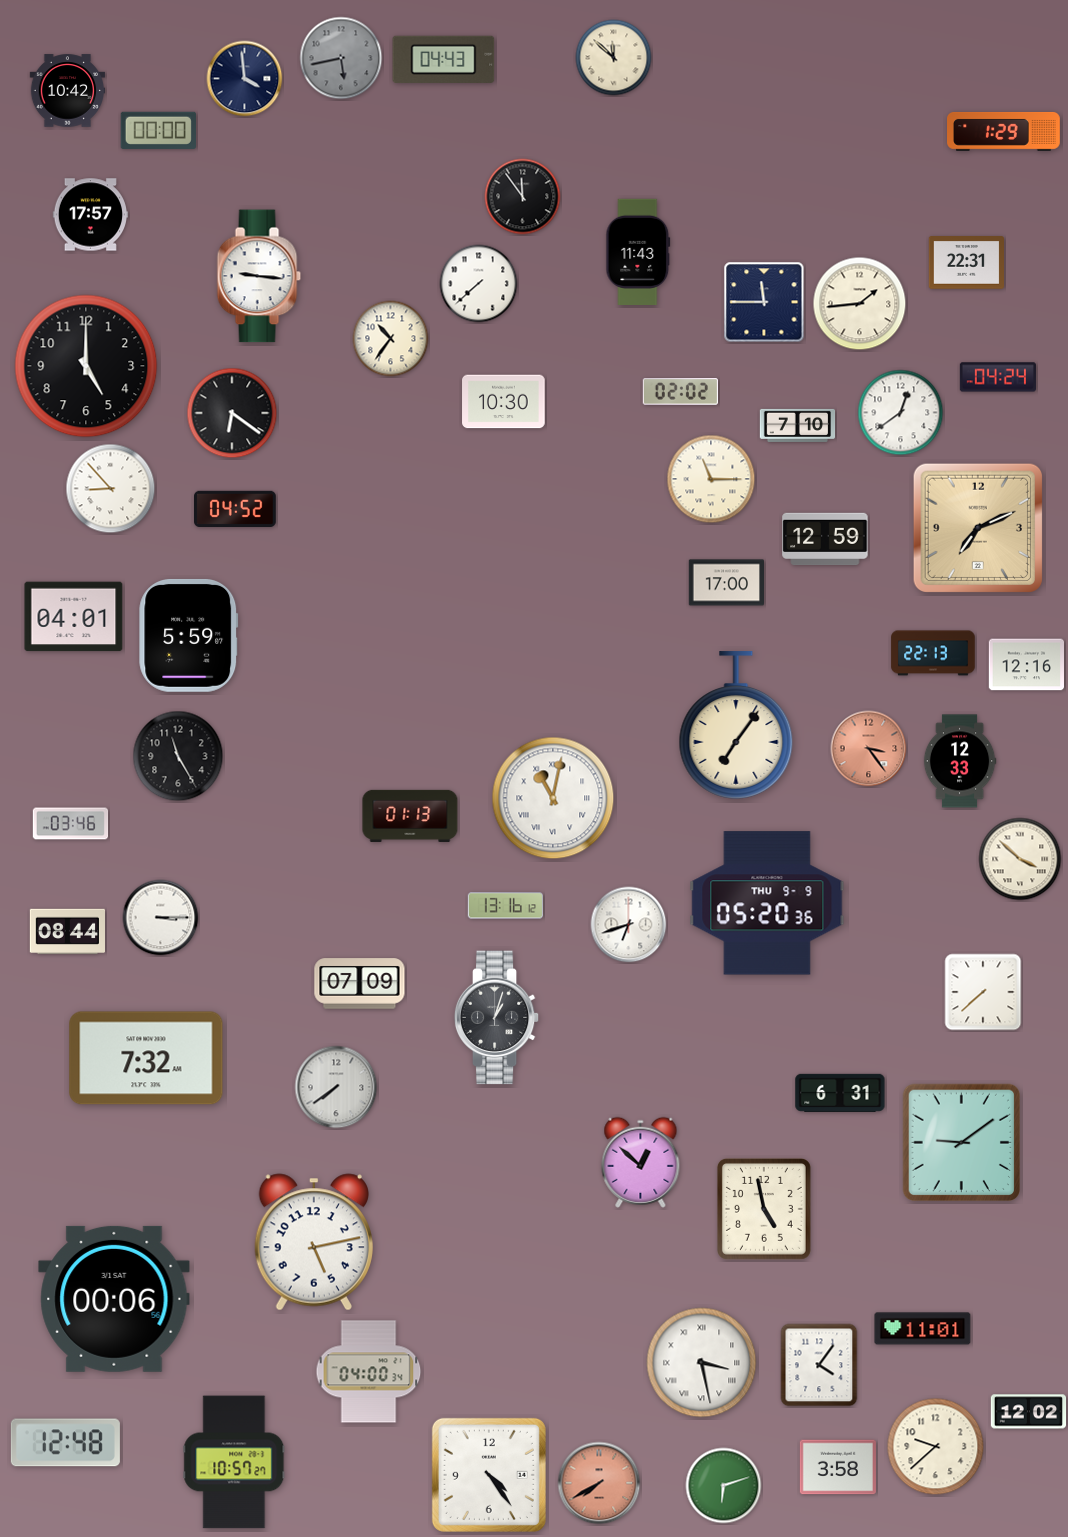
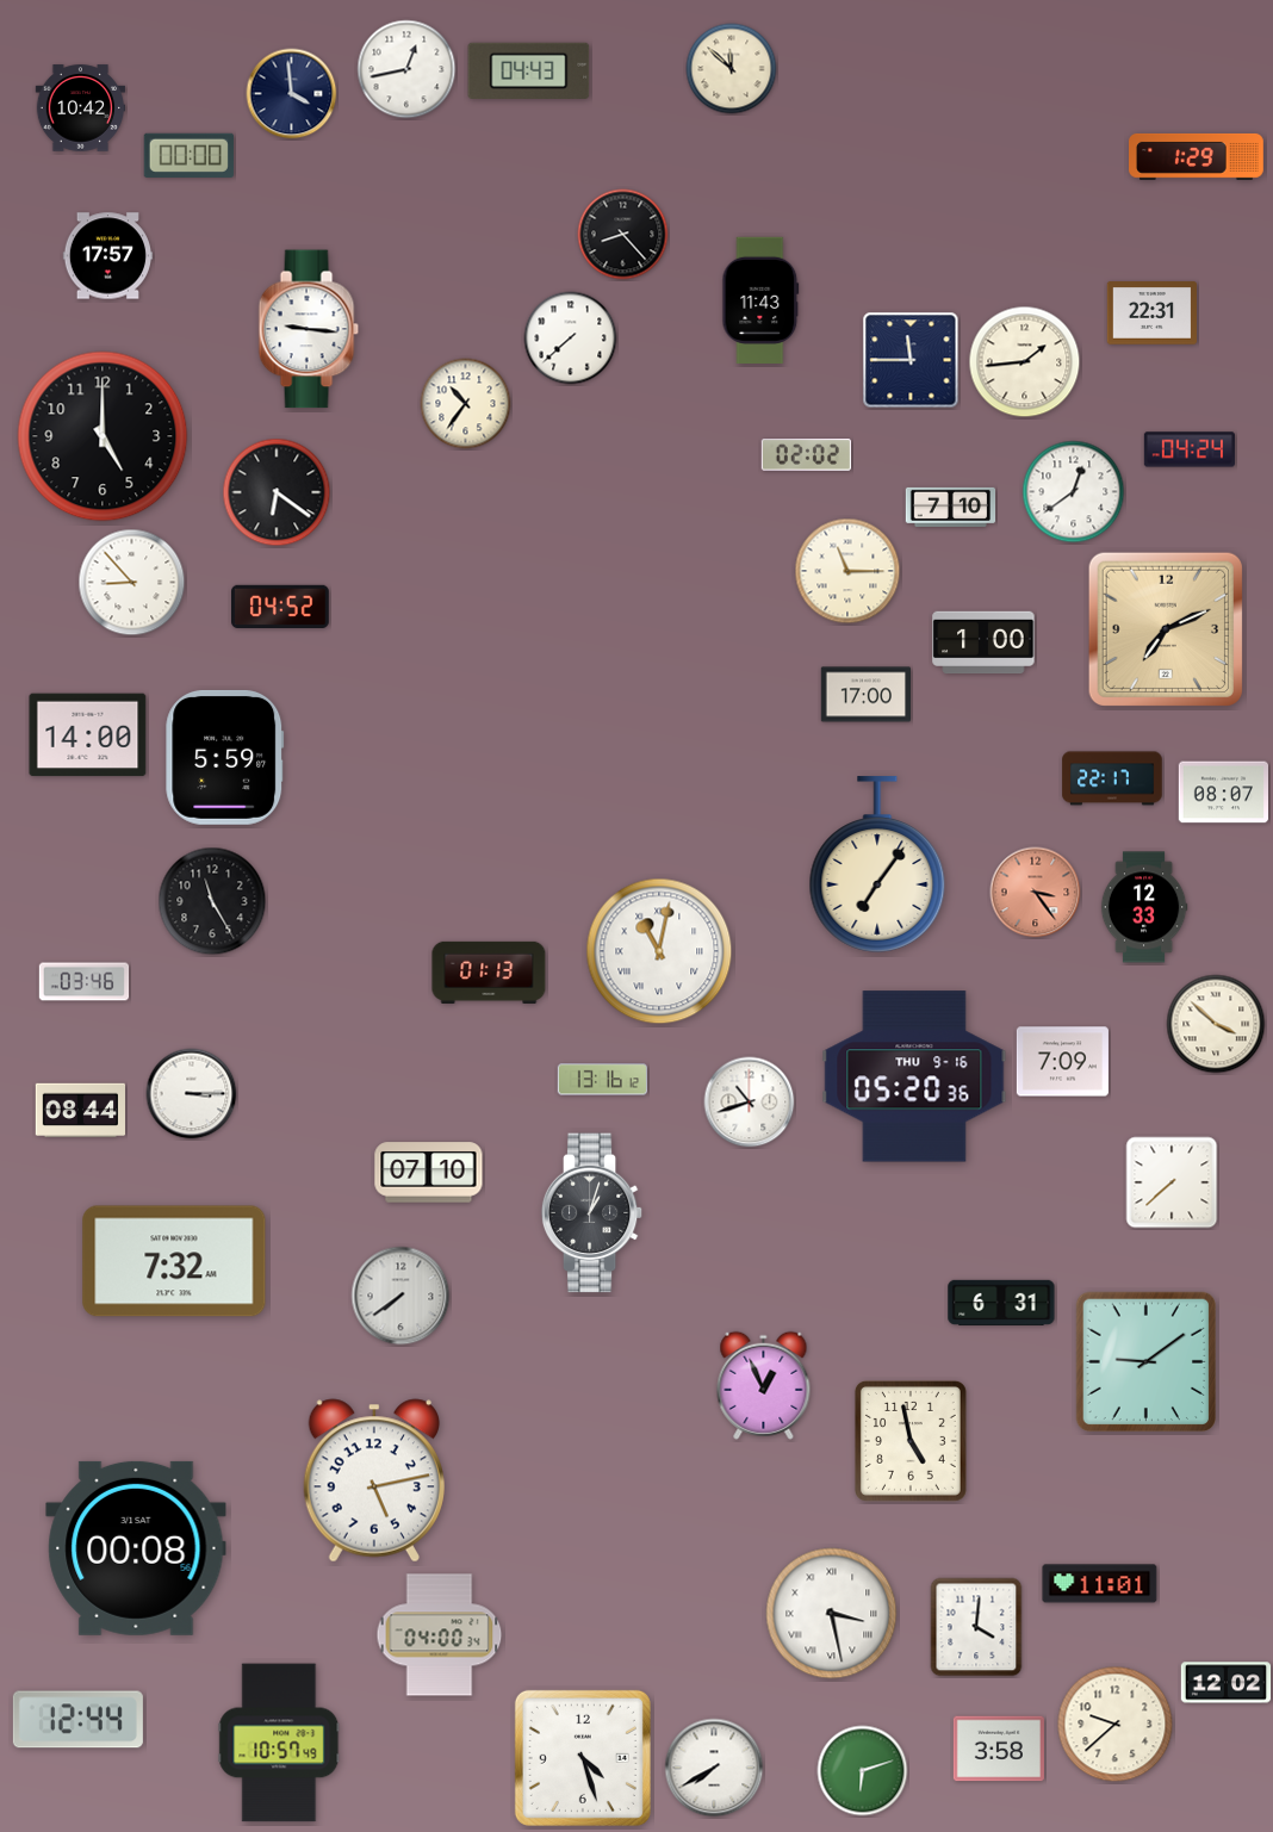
clock at (341, 58): 5:43 -> 12:43
clock at (341, 58) dial: grey -> white
clock at (523, 197): 11:54 -> 8:23
clock at (680, 392) position: (680, 392) -> (806, 455)
clock at (504, 402): 10:30 -> none
clock at (825, 539): 12:59 -> 1:00
clock at (74, 617): 04:01 -> 14:00
clock at (933, 653): 22:13 -> 22:17
clock at (1026, 665): 12:16 -> 08:07
clock at (1062, 1062): none -> 7:09
clock at (767, 903) date: THU 9-9 -> THU 9-16
clock at (629, 925): 6:42 -> 10:42
clock at (360, 984): 07:09 -> 07:10
clock at (641, 1162): 12:52 -> 12:56
clock at (114, 1299): 00:06 -> 00:08
clock at (702, 1363) position: (702, 1363) -> (832, 1614)
clock at (819, 1365): 4:06 -> 4:01
clock at (65, 1443): 12:48 -> 12:44
clock at (234, 1462): 10:57:27 -> 10:57:49
clock at (489, 1475): 4:24 -> 4:27
clock at (599, 1483) dial: salmon -> white
